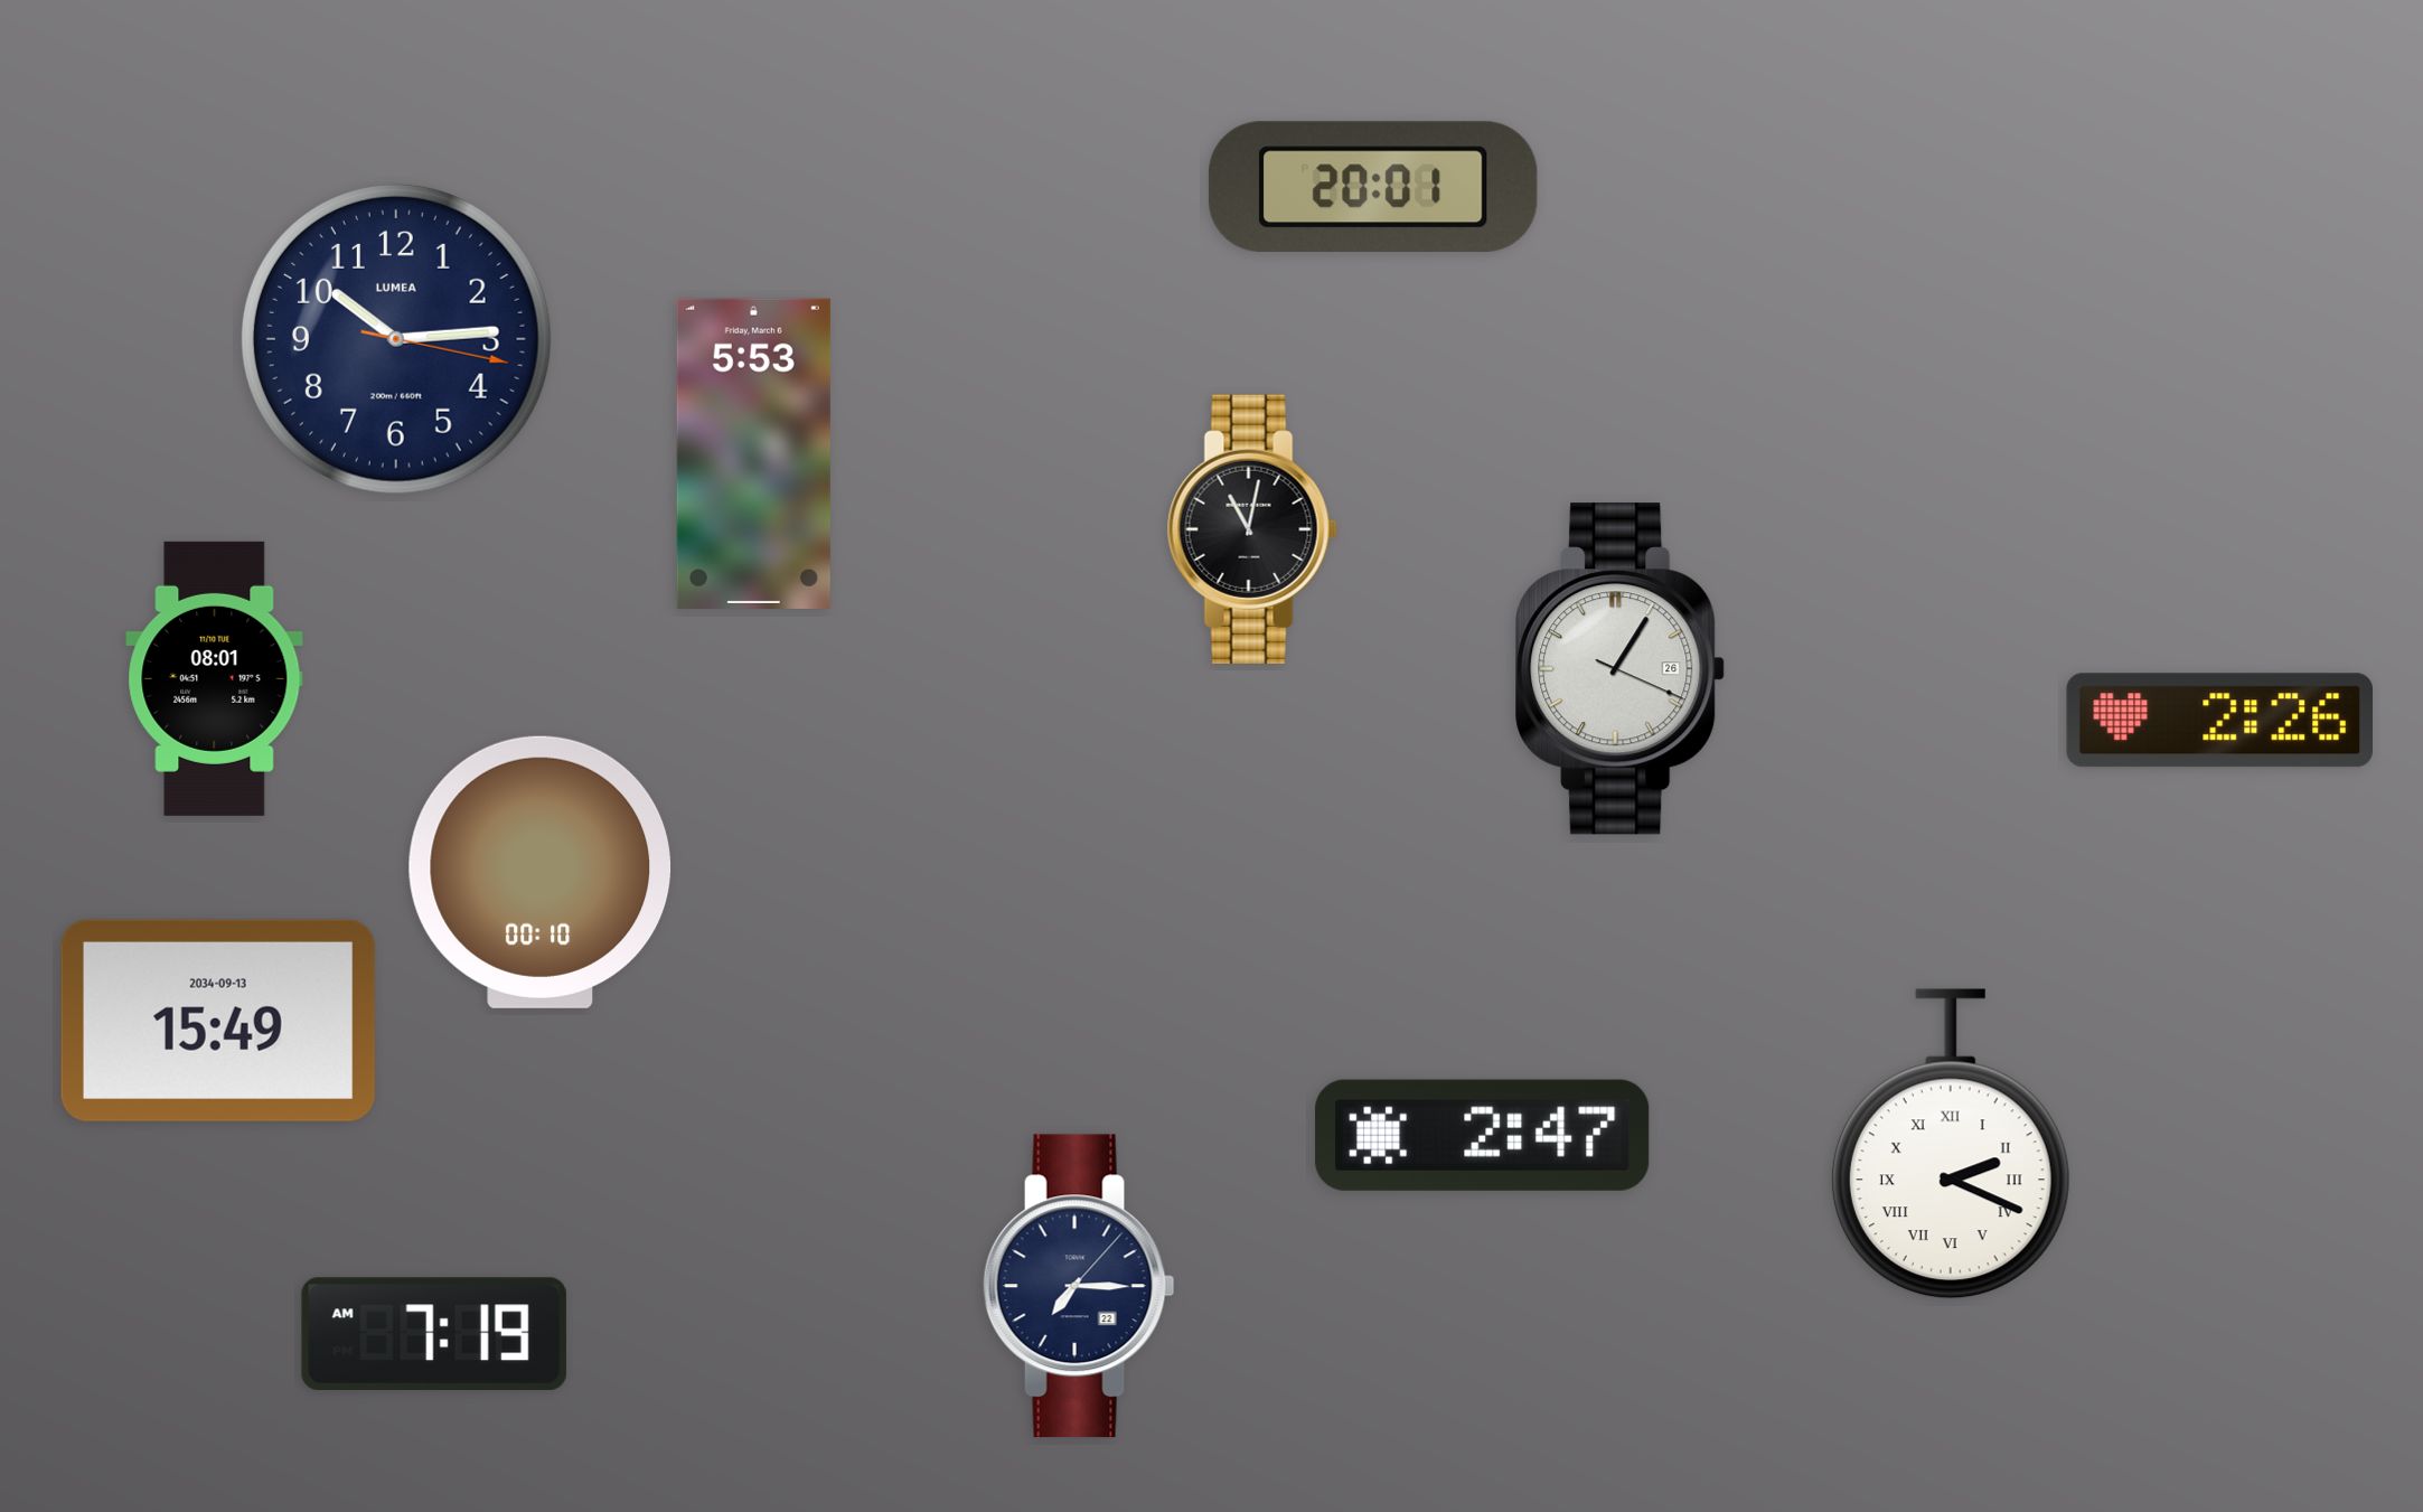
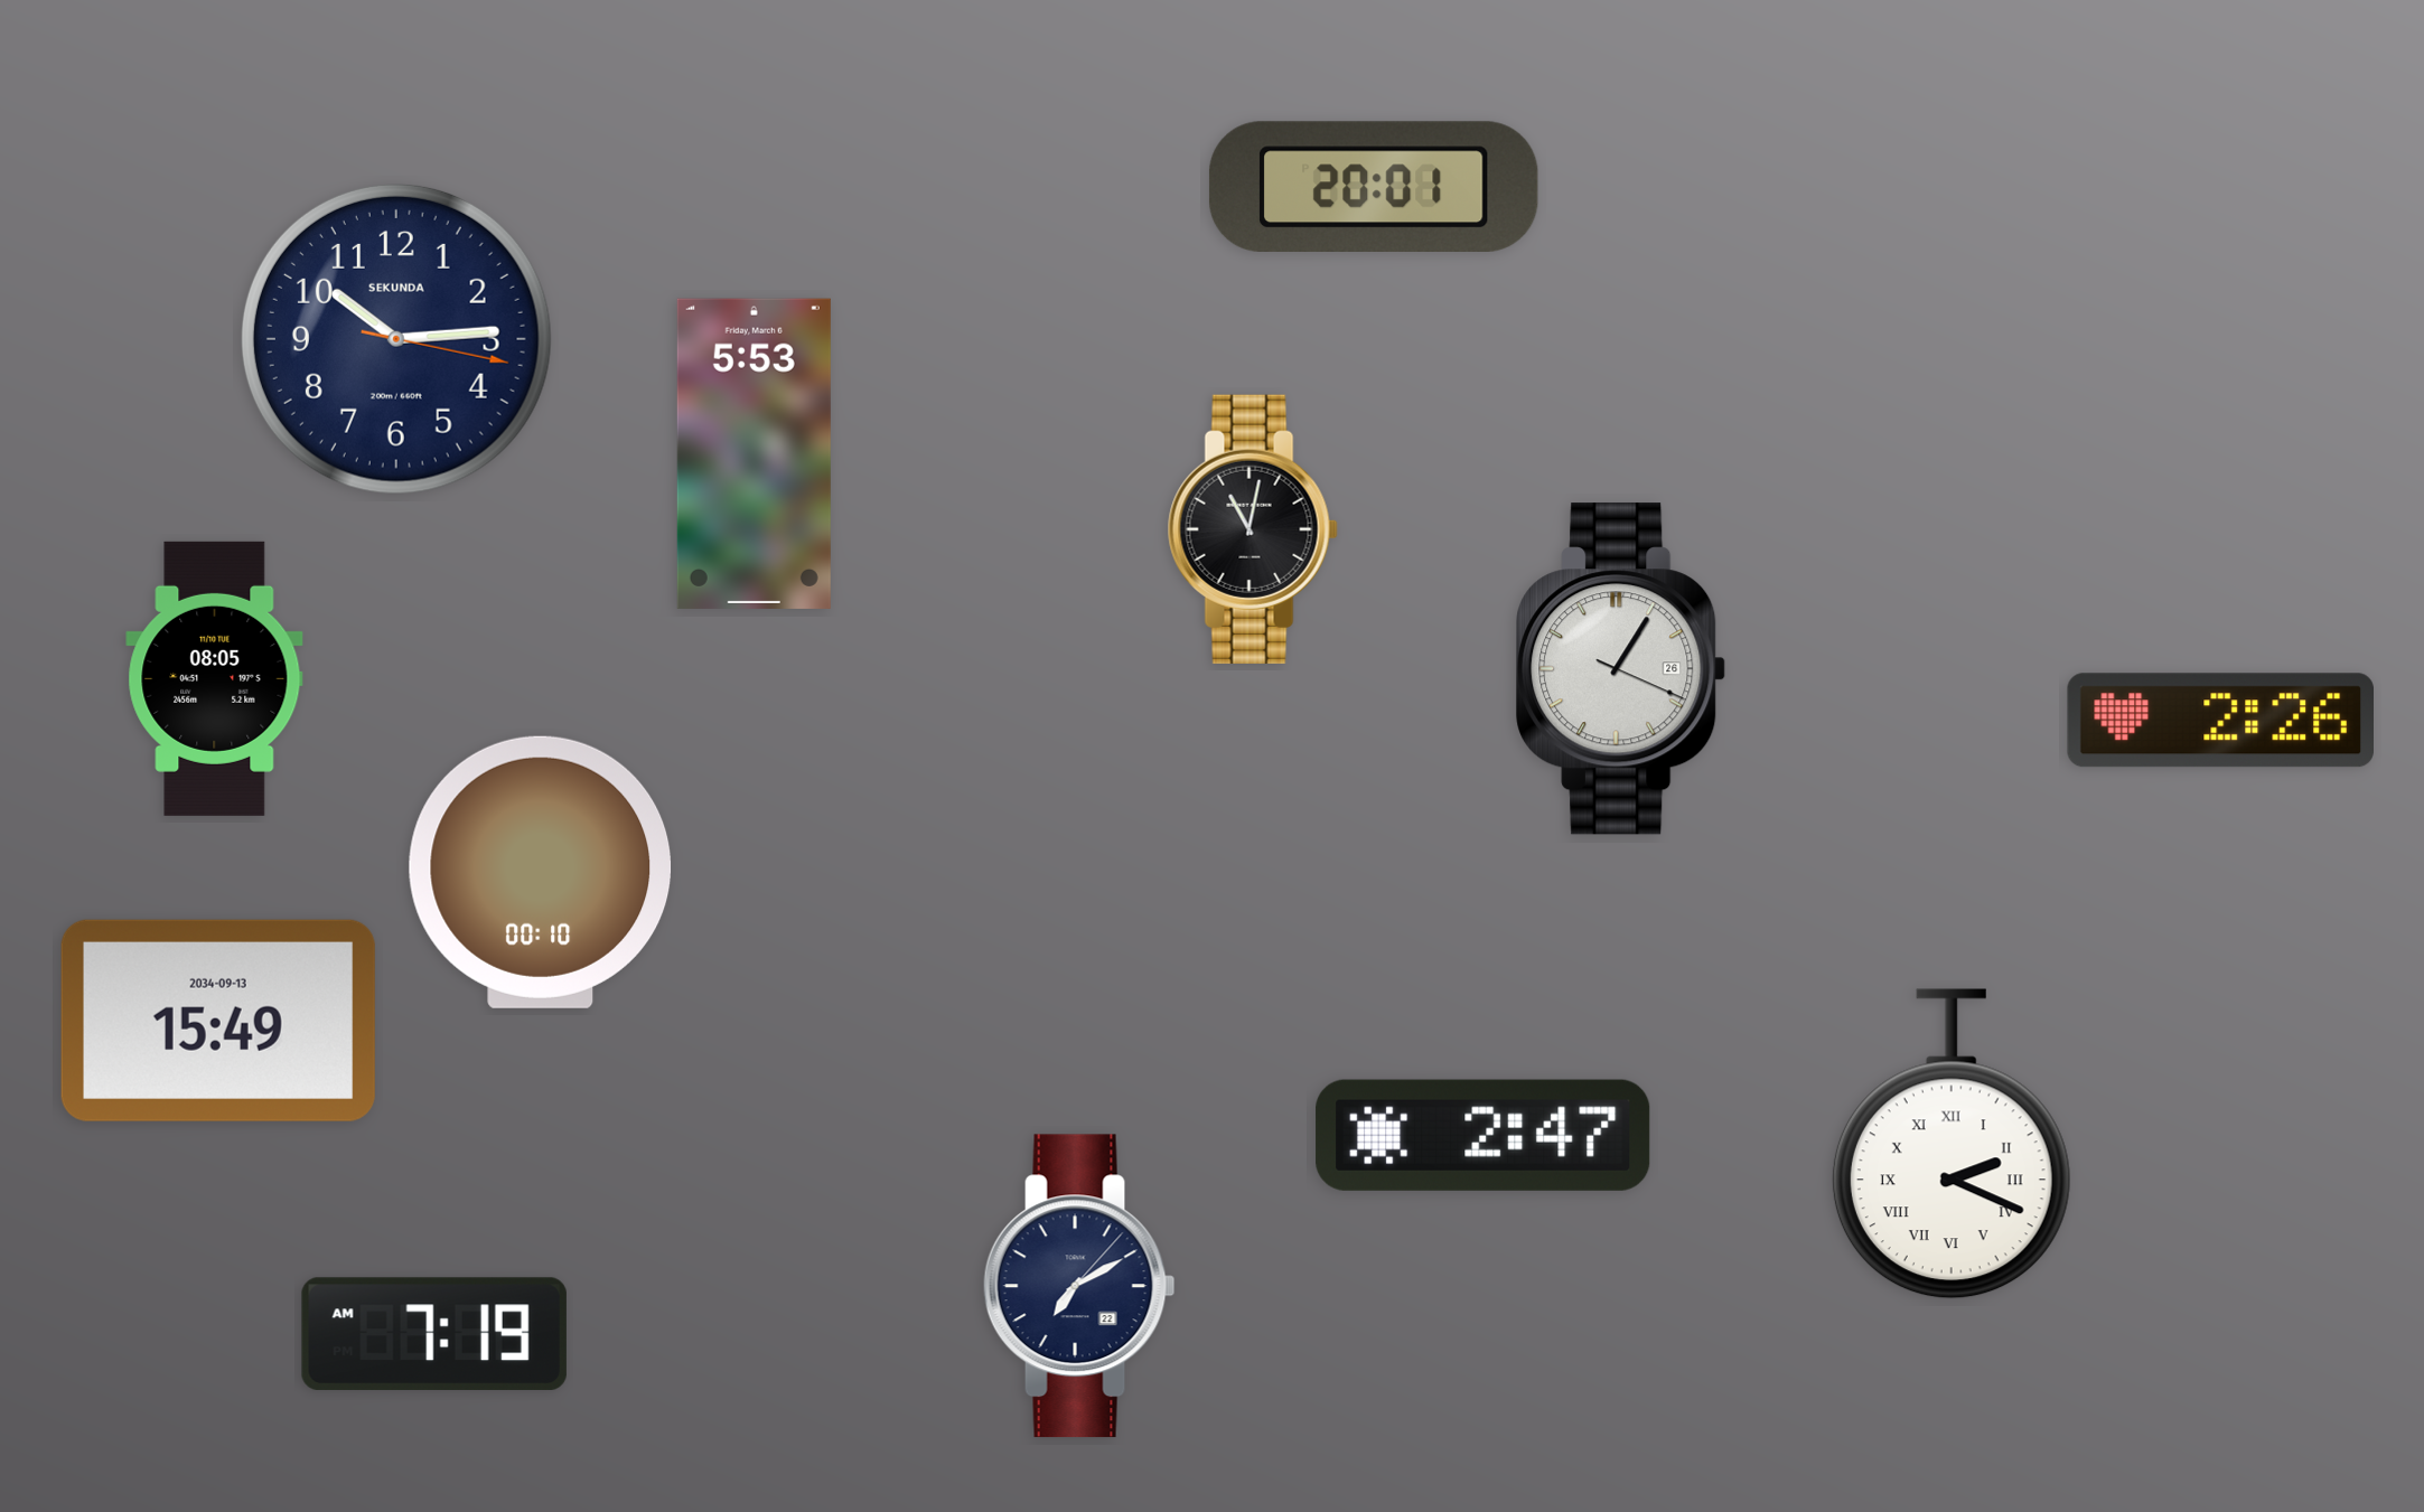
clock at (396, 339) brand: LUMEA -> SEKUNDA
clock at (215, 678): 08:01 -> 08:05
clock at (1079, 1286): 7:15 -> 7:10
